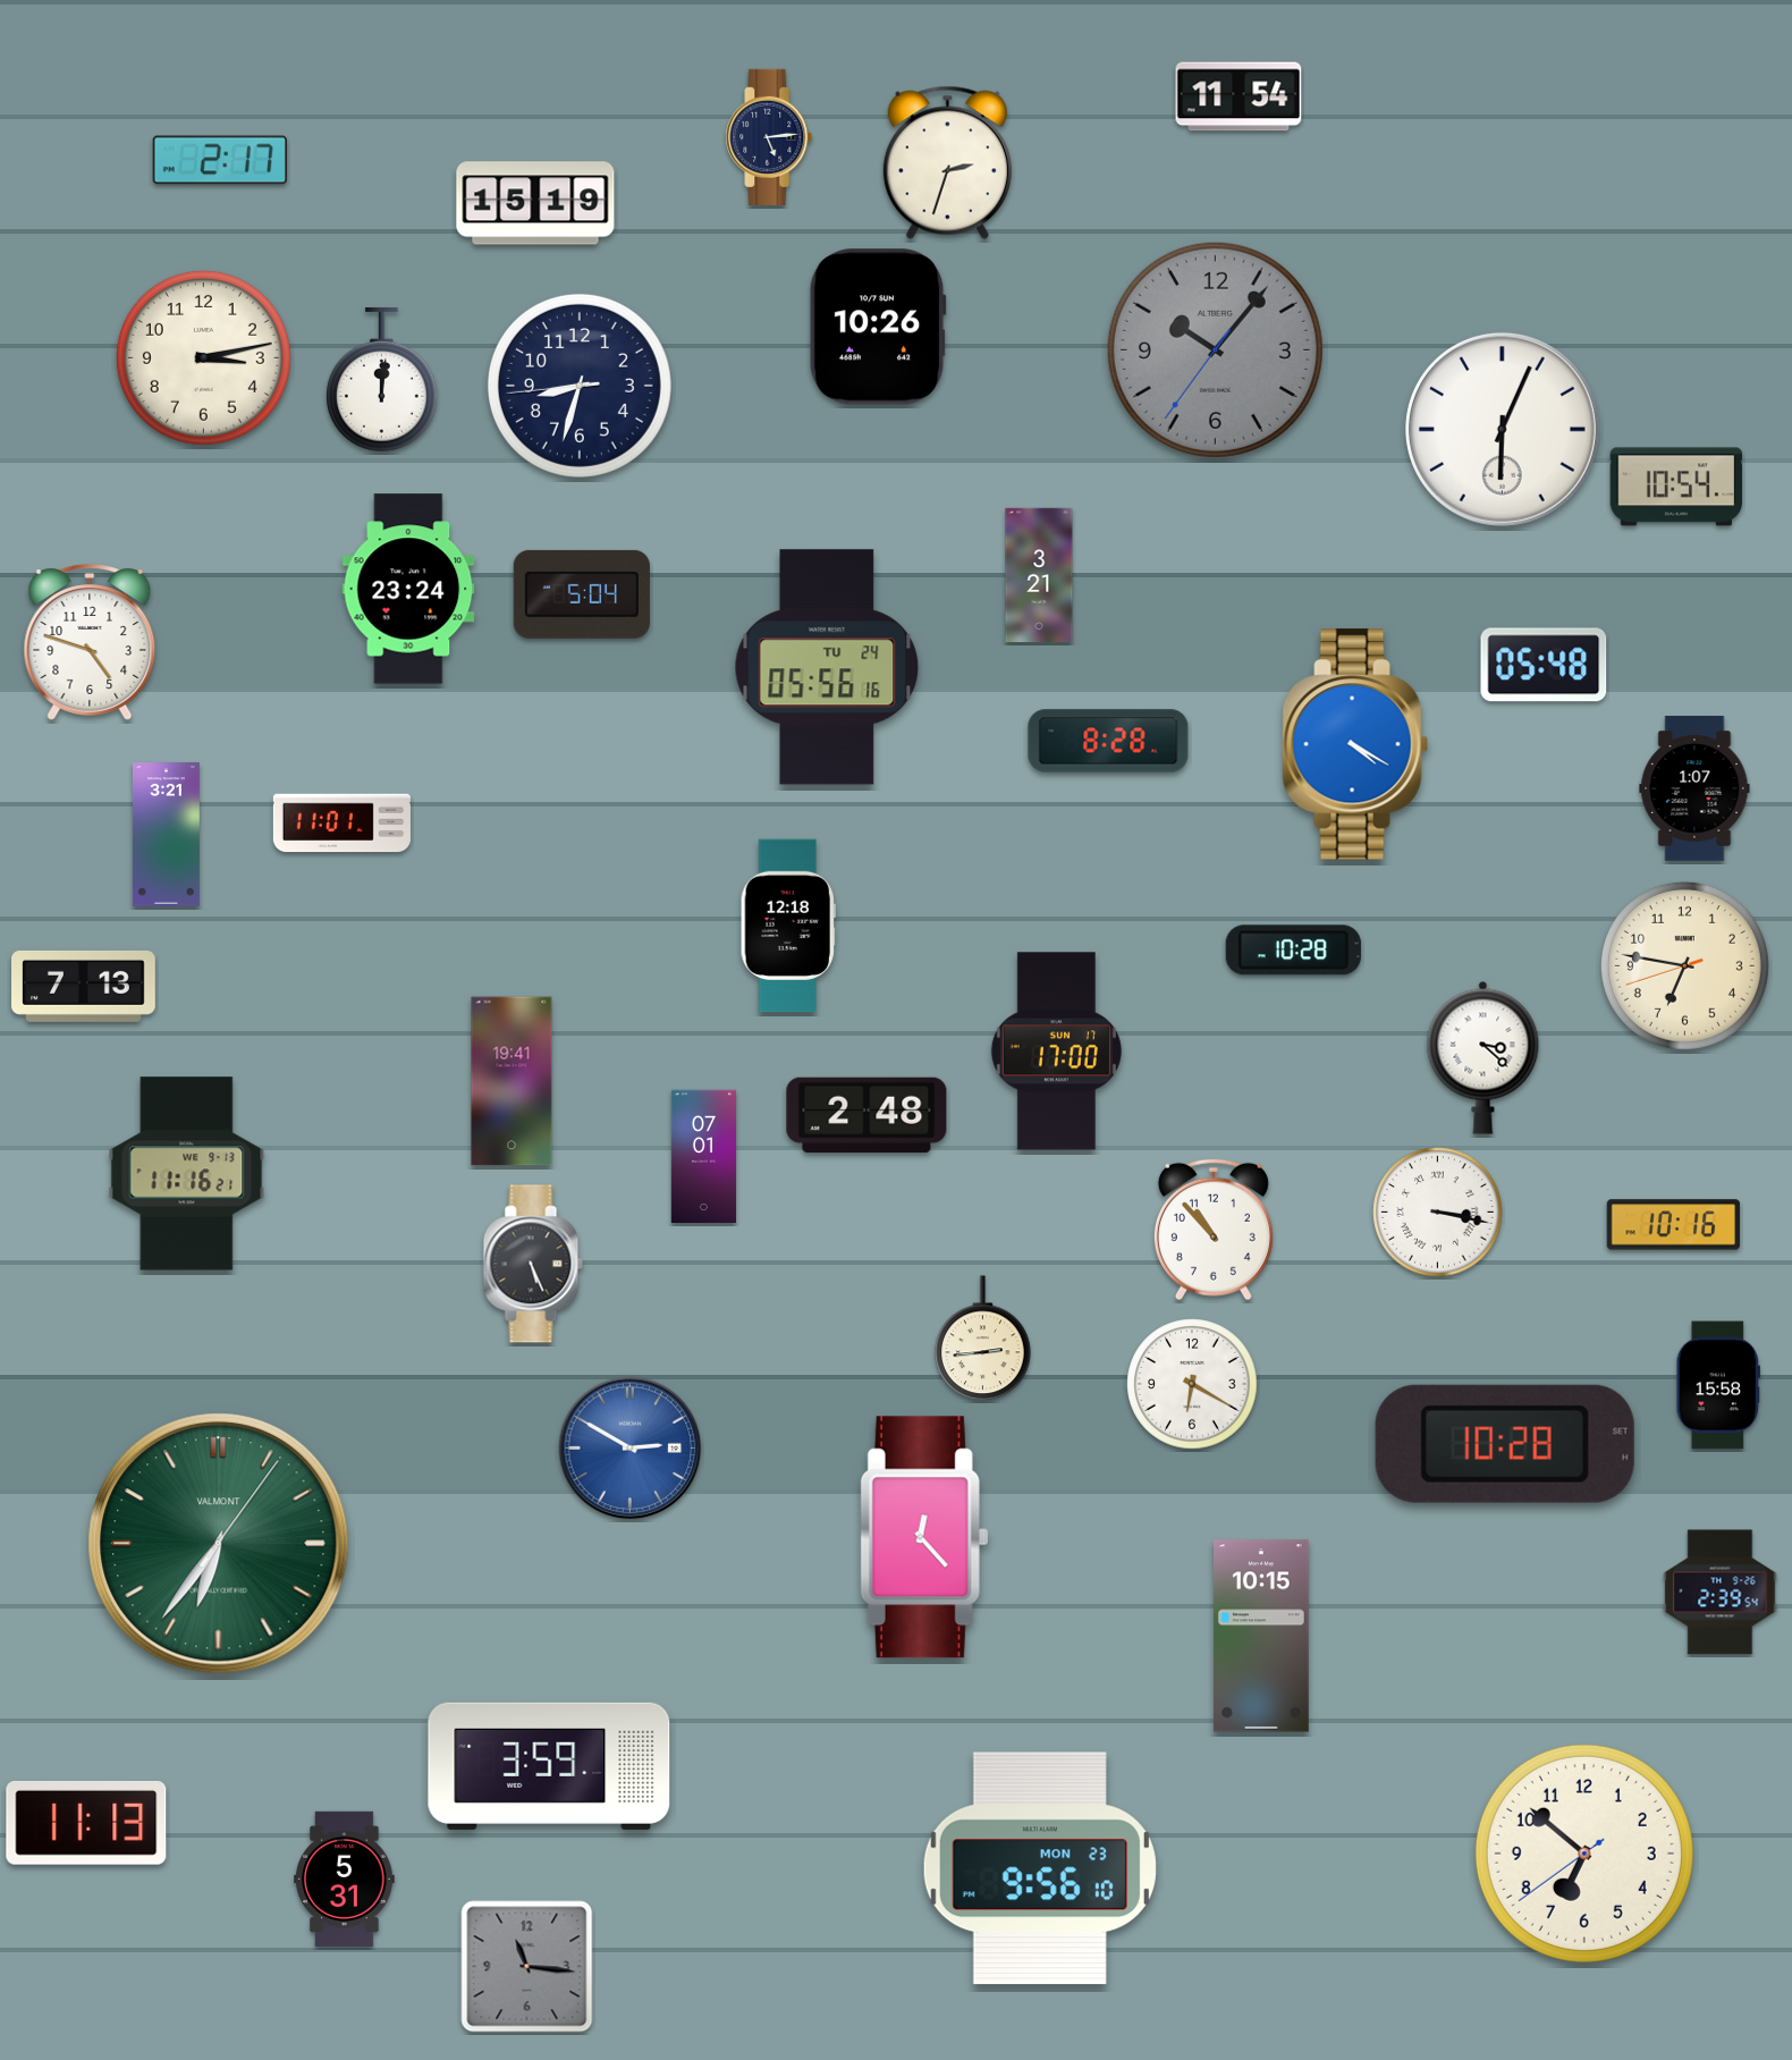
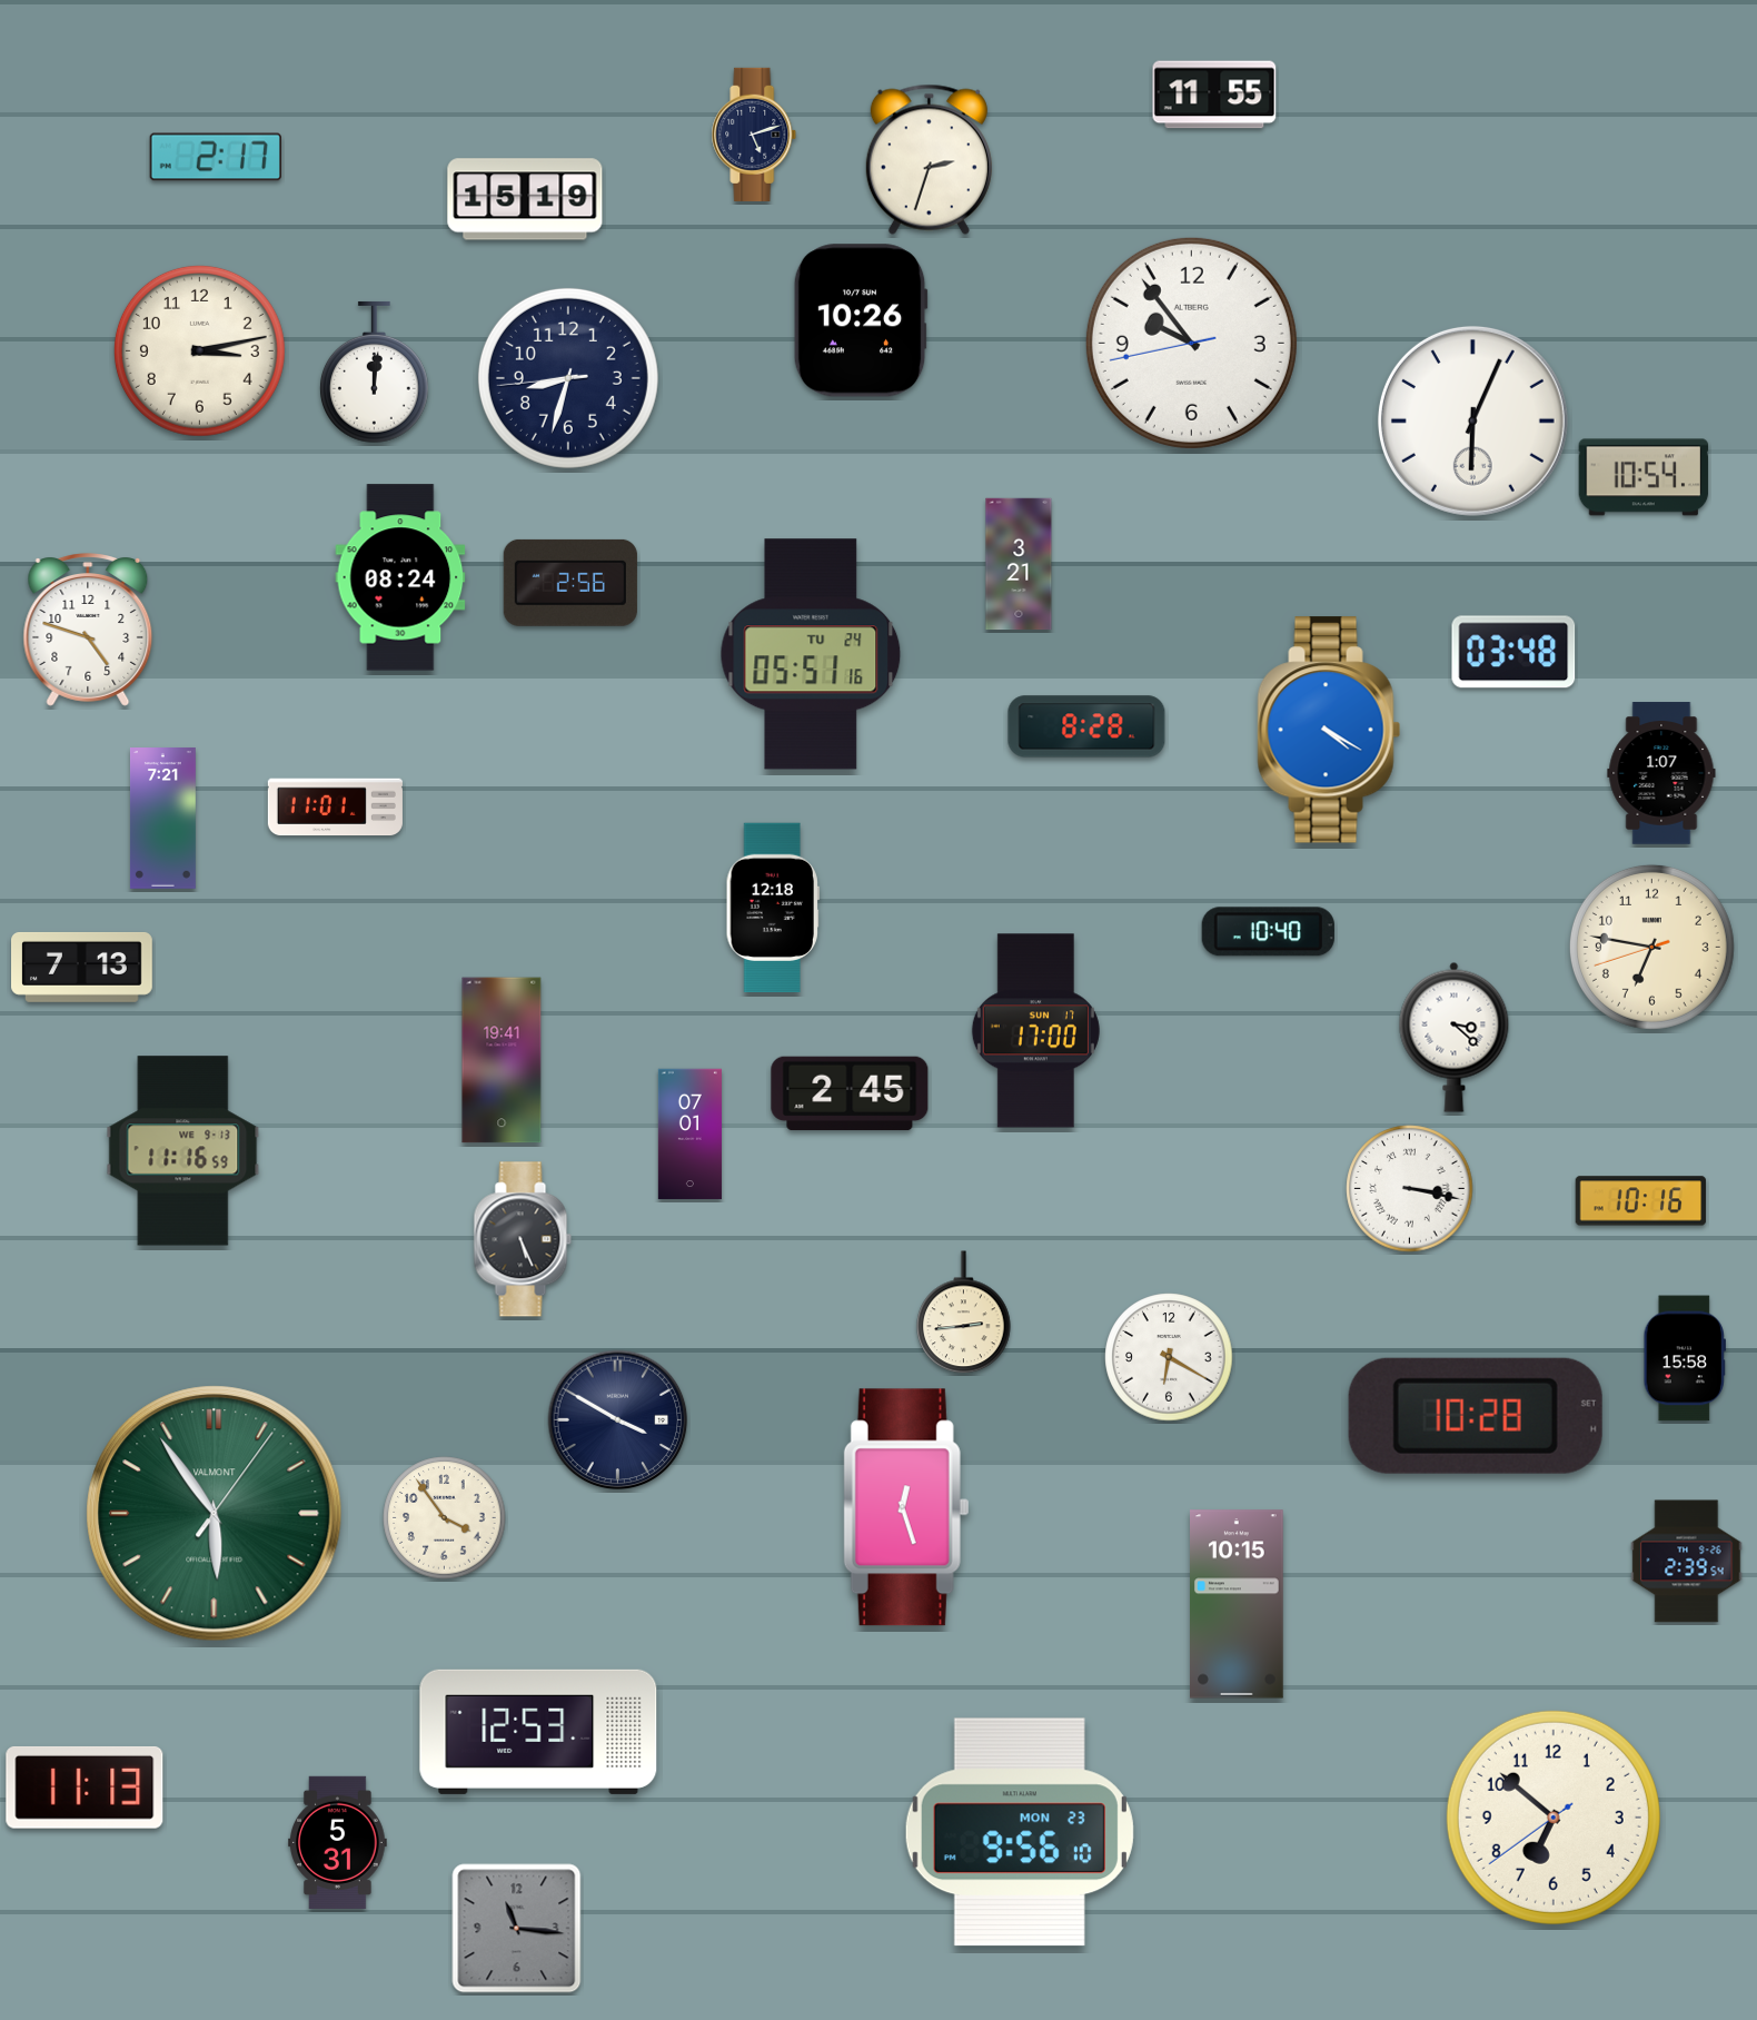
clock at (1239, 96): 11:54 -> 11:55
clock at (769, 137): 5:14 -> 5:12
clock at (1215, 349): 10:06 -> 9:53
clock at (1215, 349) dial: grey -> white
clock at (408, 589): 23:24 -> 08:24
clock at (582, 594): 5:04 -> 2:56
clock at (1544, 665): 05:48 -> 03:48
clock at (827, 667): 05:56 -> 05:51
clock at (166, 835): 3:21 -> 7:21
clock at (1293, 951): 10:28 -> 10:40
clock at (867, 1115): 2:48 -> 2:45
clock at (187, 1174): 11:16:21 -> 11:16:59
clock at (1214, 1230): 10:53 -> none
clock at (631, 1449): 2:50 -> 3:50
clock at (631, 1449) dial: blue -> navy
clock at (924, 1537): 12:23 -> 12:27
clock at (219, 1544): 6:36 -> 5:54
clock at (445, 1518): none -> 3:54
clock at (549, 1766): 3:59 -> 12:53
